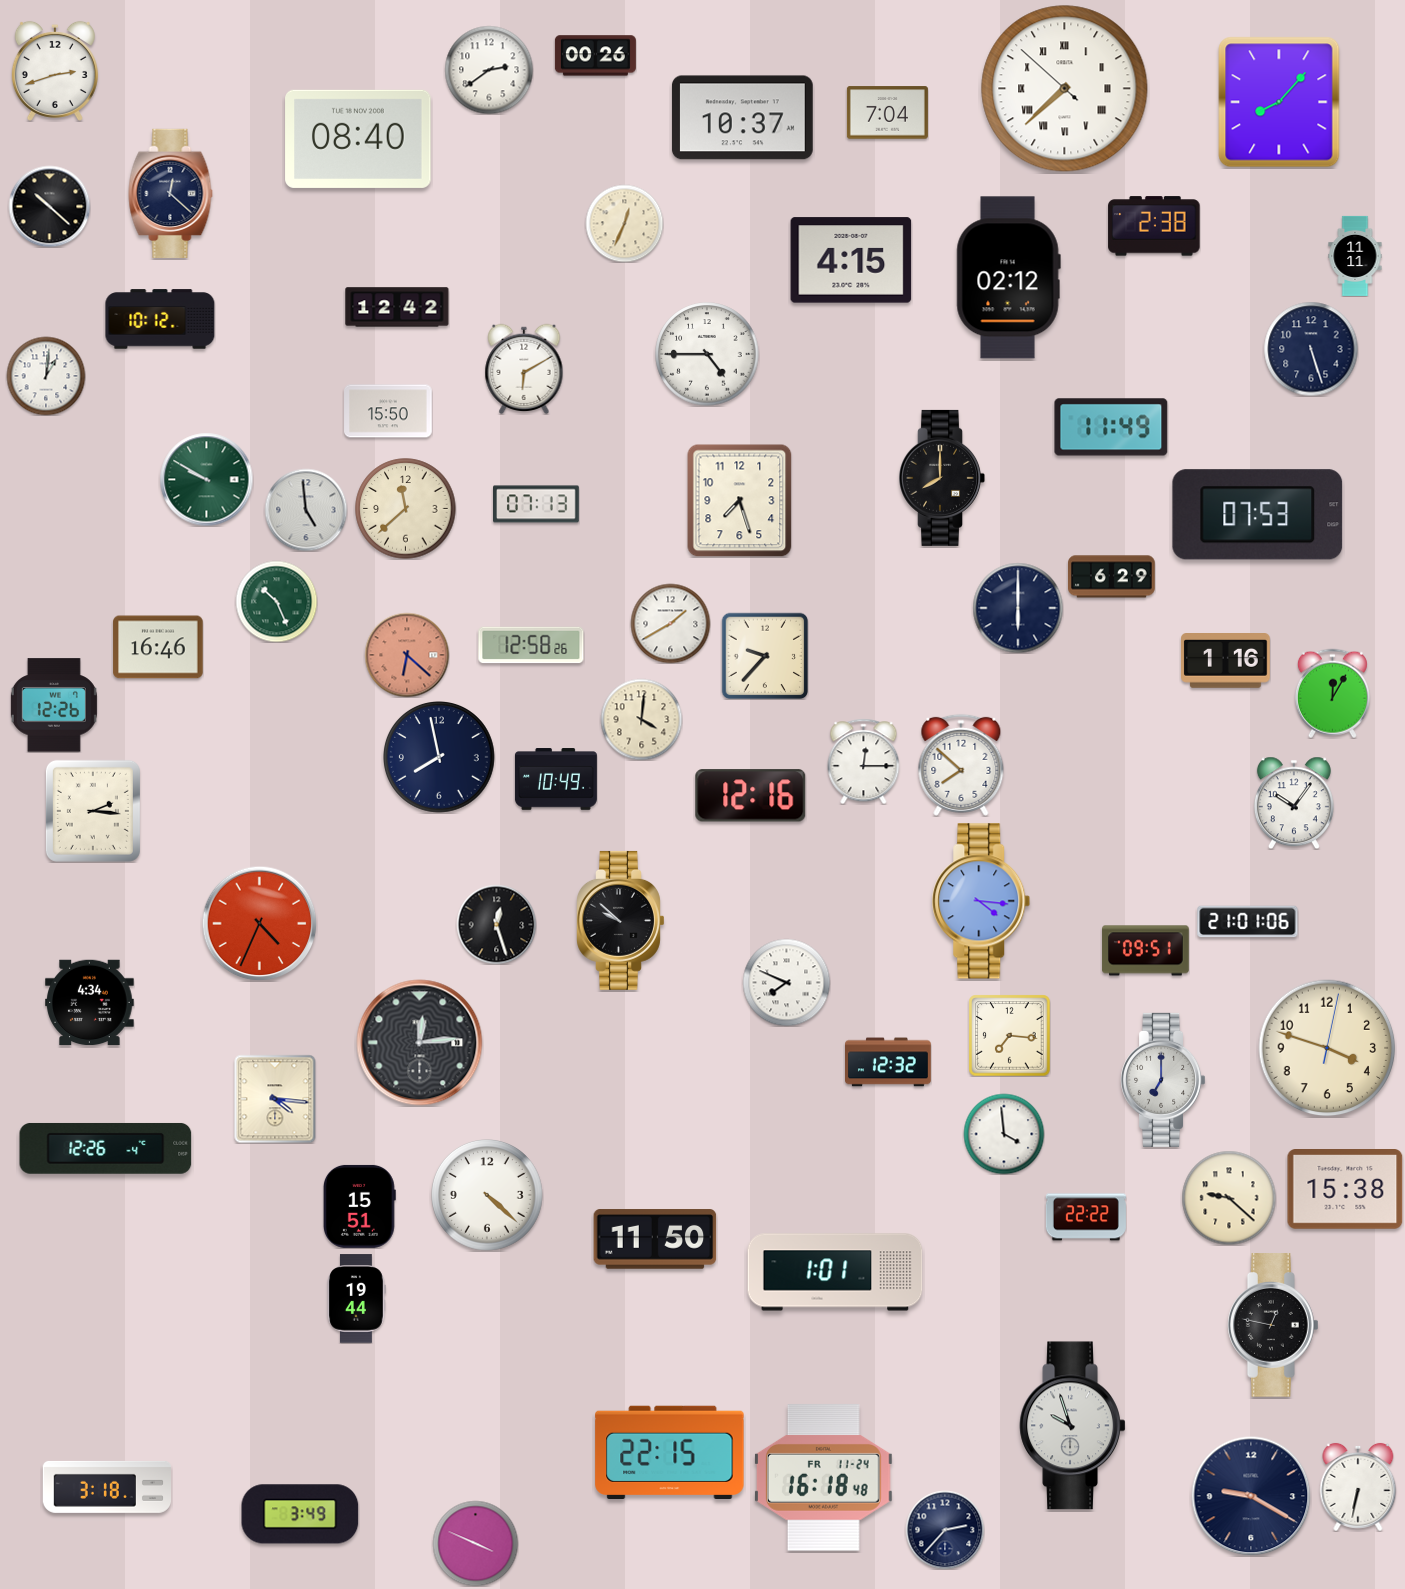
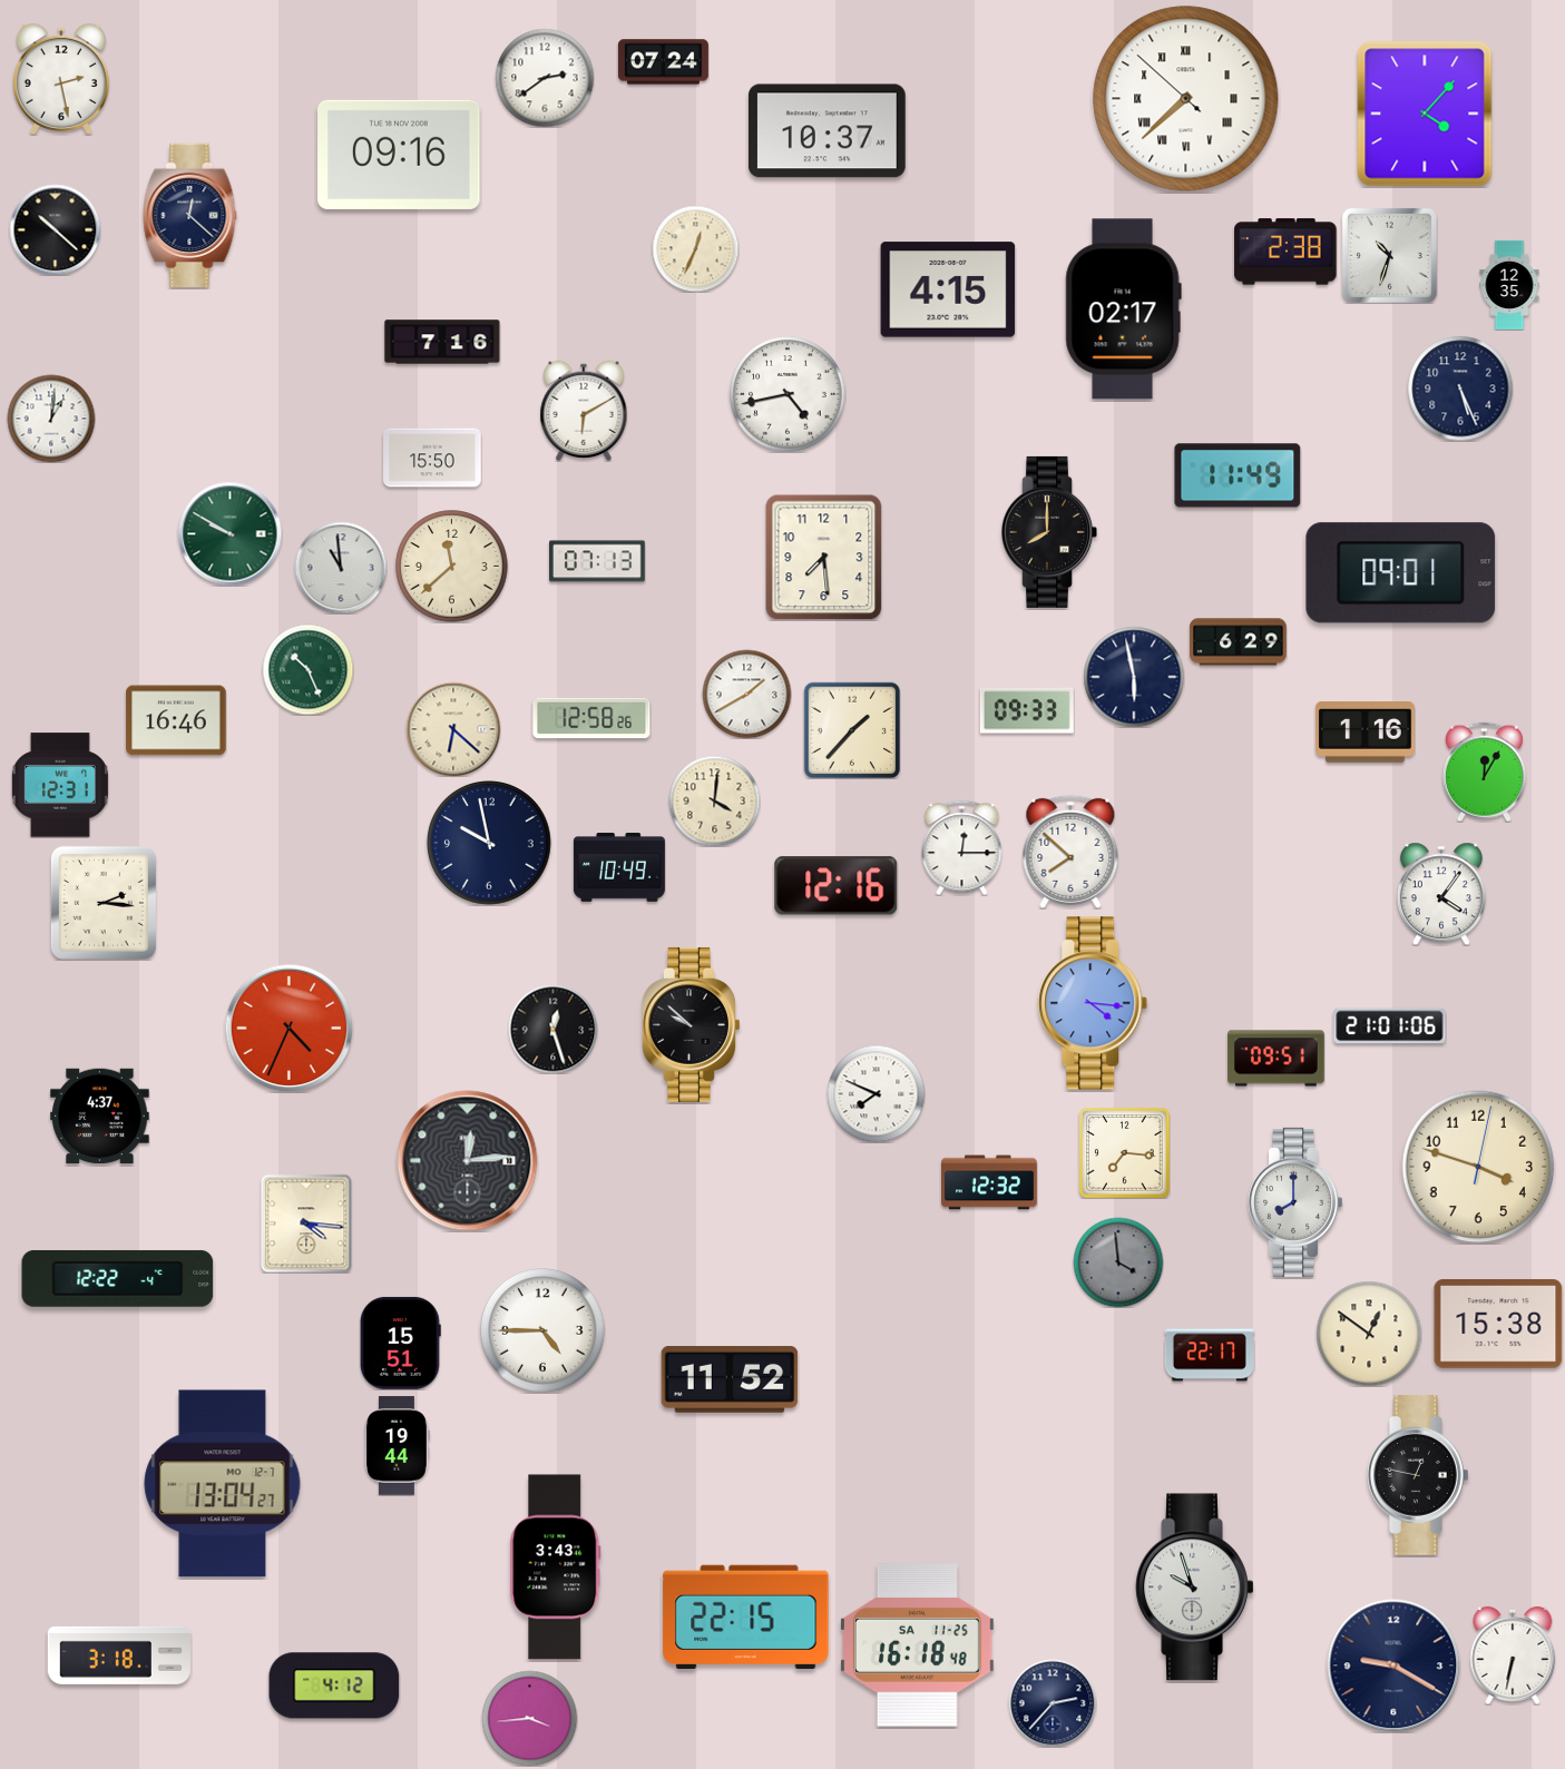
clock at (595, 56): 00:26 -> 07:24
clock at (55, 71): 2:42 -> 2:28
clock at (1279, 102): 8:07 -> 4:07
clock at (887, 113): 7:04 -> none
clock at (358, 139): 08:40 -> 09:16
clock at (1389, 255): none -> 10:33
clock at (1355, 256): 11:11 -> 12:35
clock at (1008, 278): 02:12 -> 02:17
clock at (397, 307): 12:42 -> 7:16
clock at (160, 319): 10:12 -> none
clock at (1311, 349): 5:27 -> 5:26
clock at (707, 354): 4:45 -> 4:43
clock at (740, 500): 7:27 -> 7:29
clock at (306, 510): 4:59 -> 10:59
clock at (1258, 515): 07:53 -> 09:01
clock at (1018, 608): 6:00 -> 5:58
clock at (1027, 710): none -> 09:33
clock at (407, 655) dial: salmon -> cream
clock at (765, 656): 9:37 -> 1:37
clock at (1226, 661) position: (1226, 661) -> (1366, 733)
clock at (54, 705): 12:26 -> 12:31
clock at (440, 758): 7:58 -> 9:58
clock at (1294, 803): 10:06 -> 4:06
clock at (90, 1003): 4:34 -> 4:37
clock at (1163, 1080): 7:00 -> 8:00
clock at (1004, 1134) dial: white -> grey
clock at (106, 1149): 12:26 -> 12:22
clock at (488, 1196): 4:22 -> 4:45
clock at (1229, 1198): 9:22 -> 12:51
clock at (1086, 1217): 22:22 -> 22:17
clock at (655, 1239): 11:50 -> 11:52
clock at (835, 1272): 1:01 -> none
clock at (223, 1484): none -> 13:04
clock at (556, 1567): none -> 3:43
clock at (823, 1478) date: FR 11-24 -> SA 11-25
clock at (300, 1514): 3:49 -> 4:12
clock at (475, 1543): 3:49 -> 3:44
